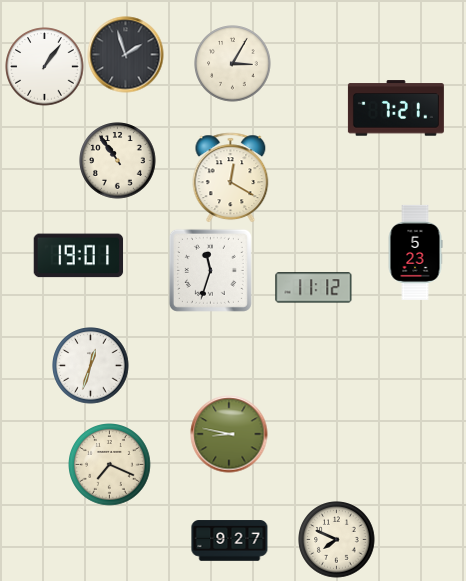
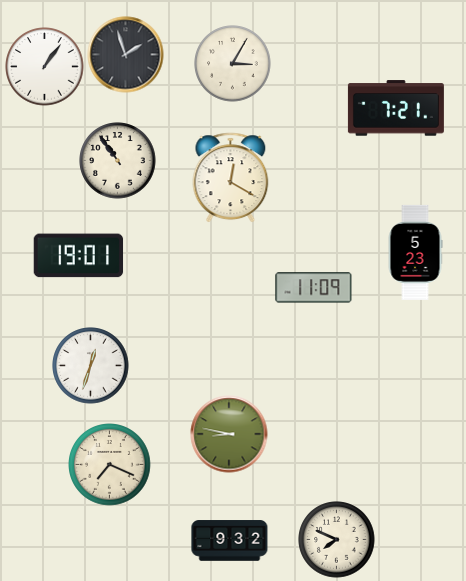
clock at (210, 270): 11:33 -> none
clock at (314, 288): 11:12 -> 11:09
clock at (230, 541): 9:27 -> 9:32
